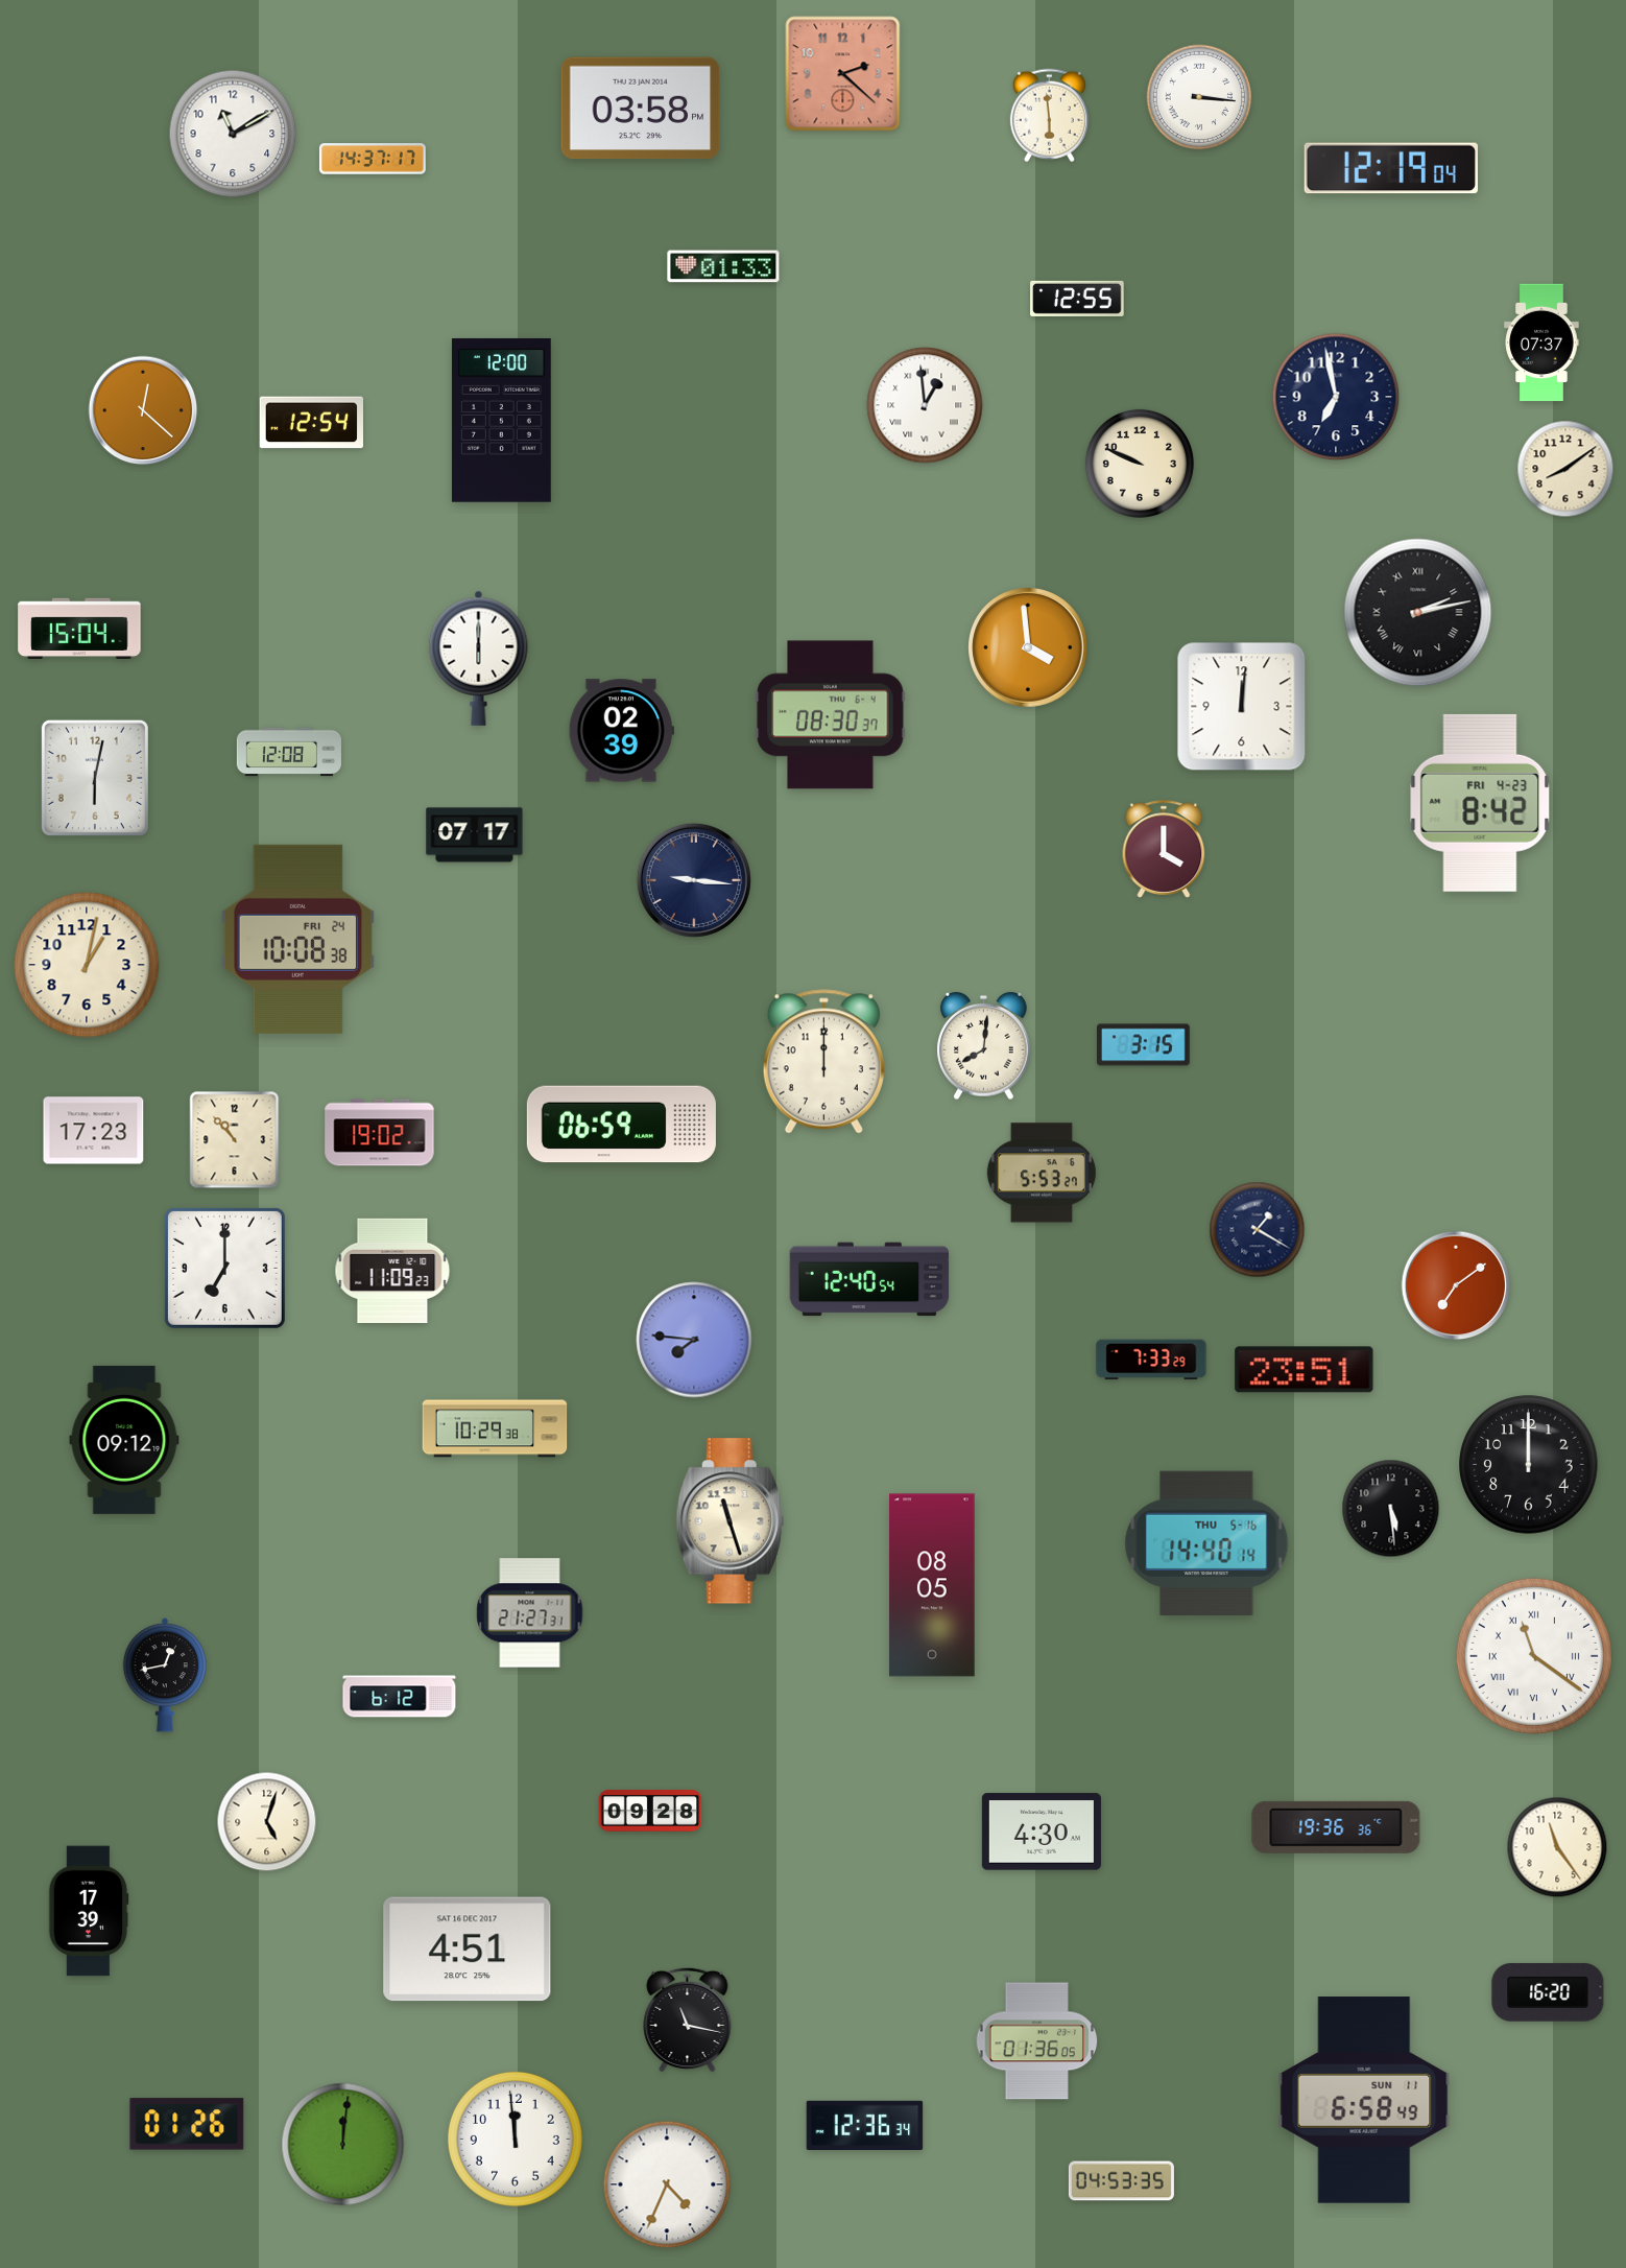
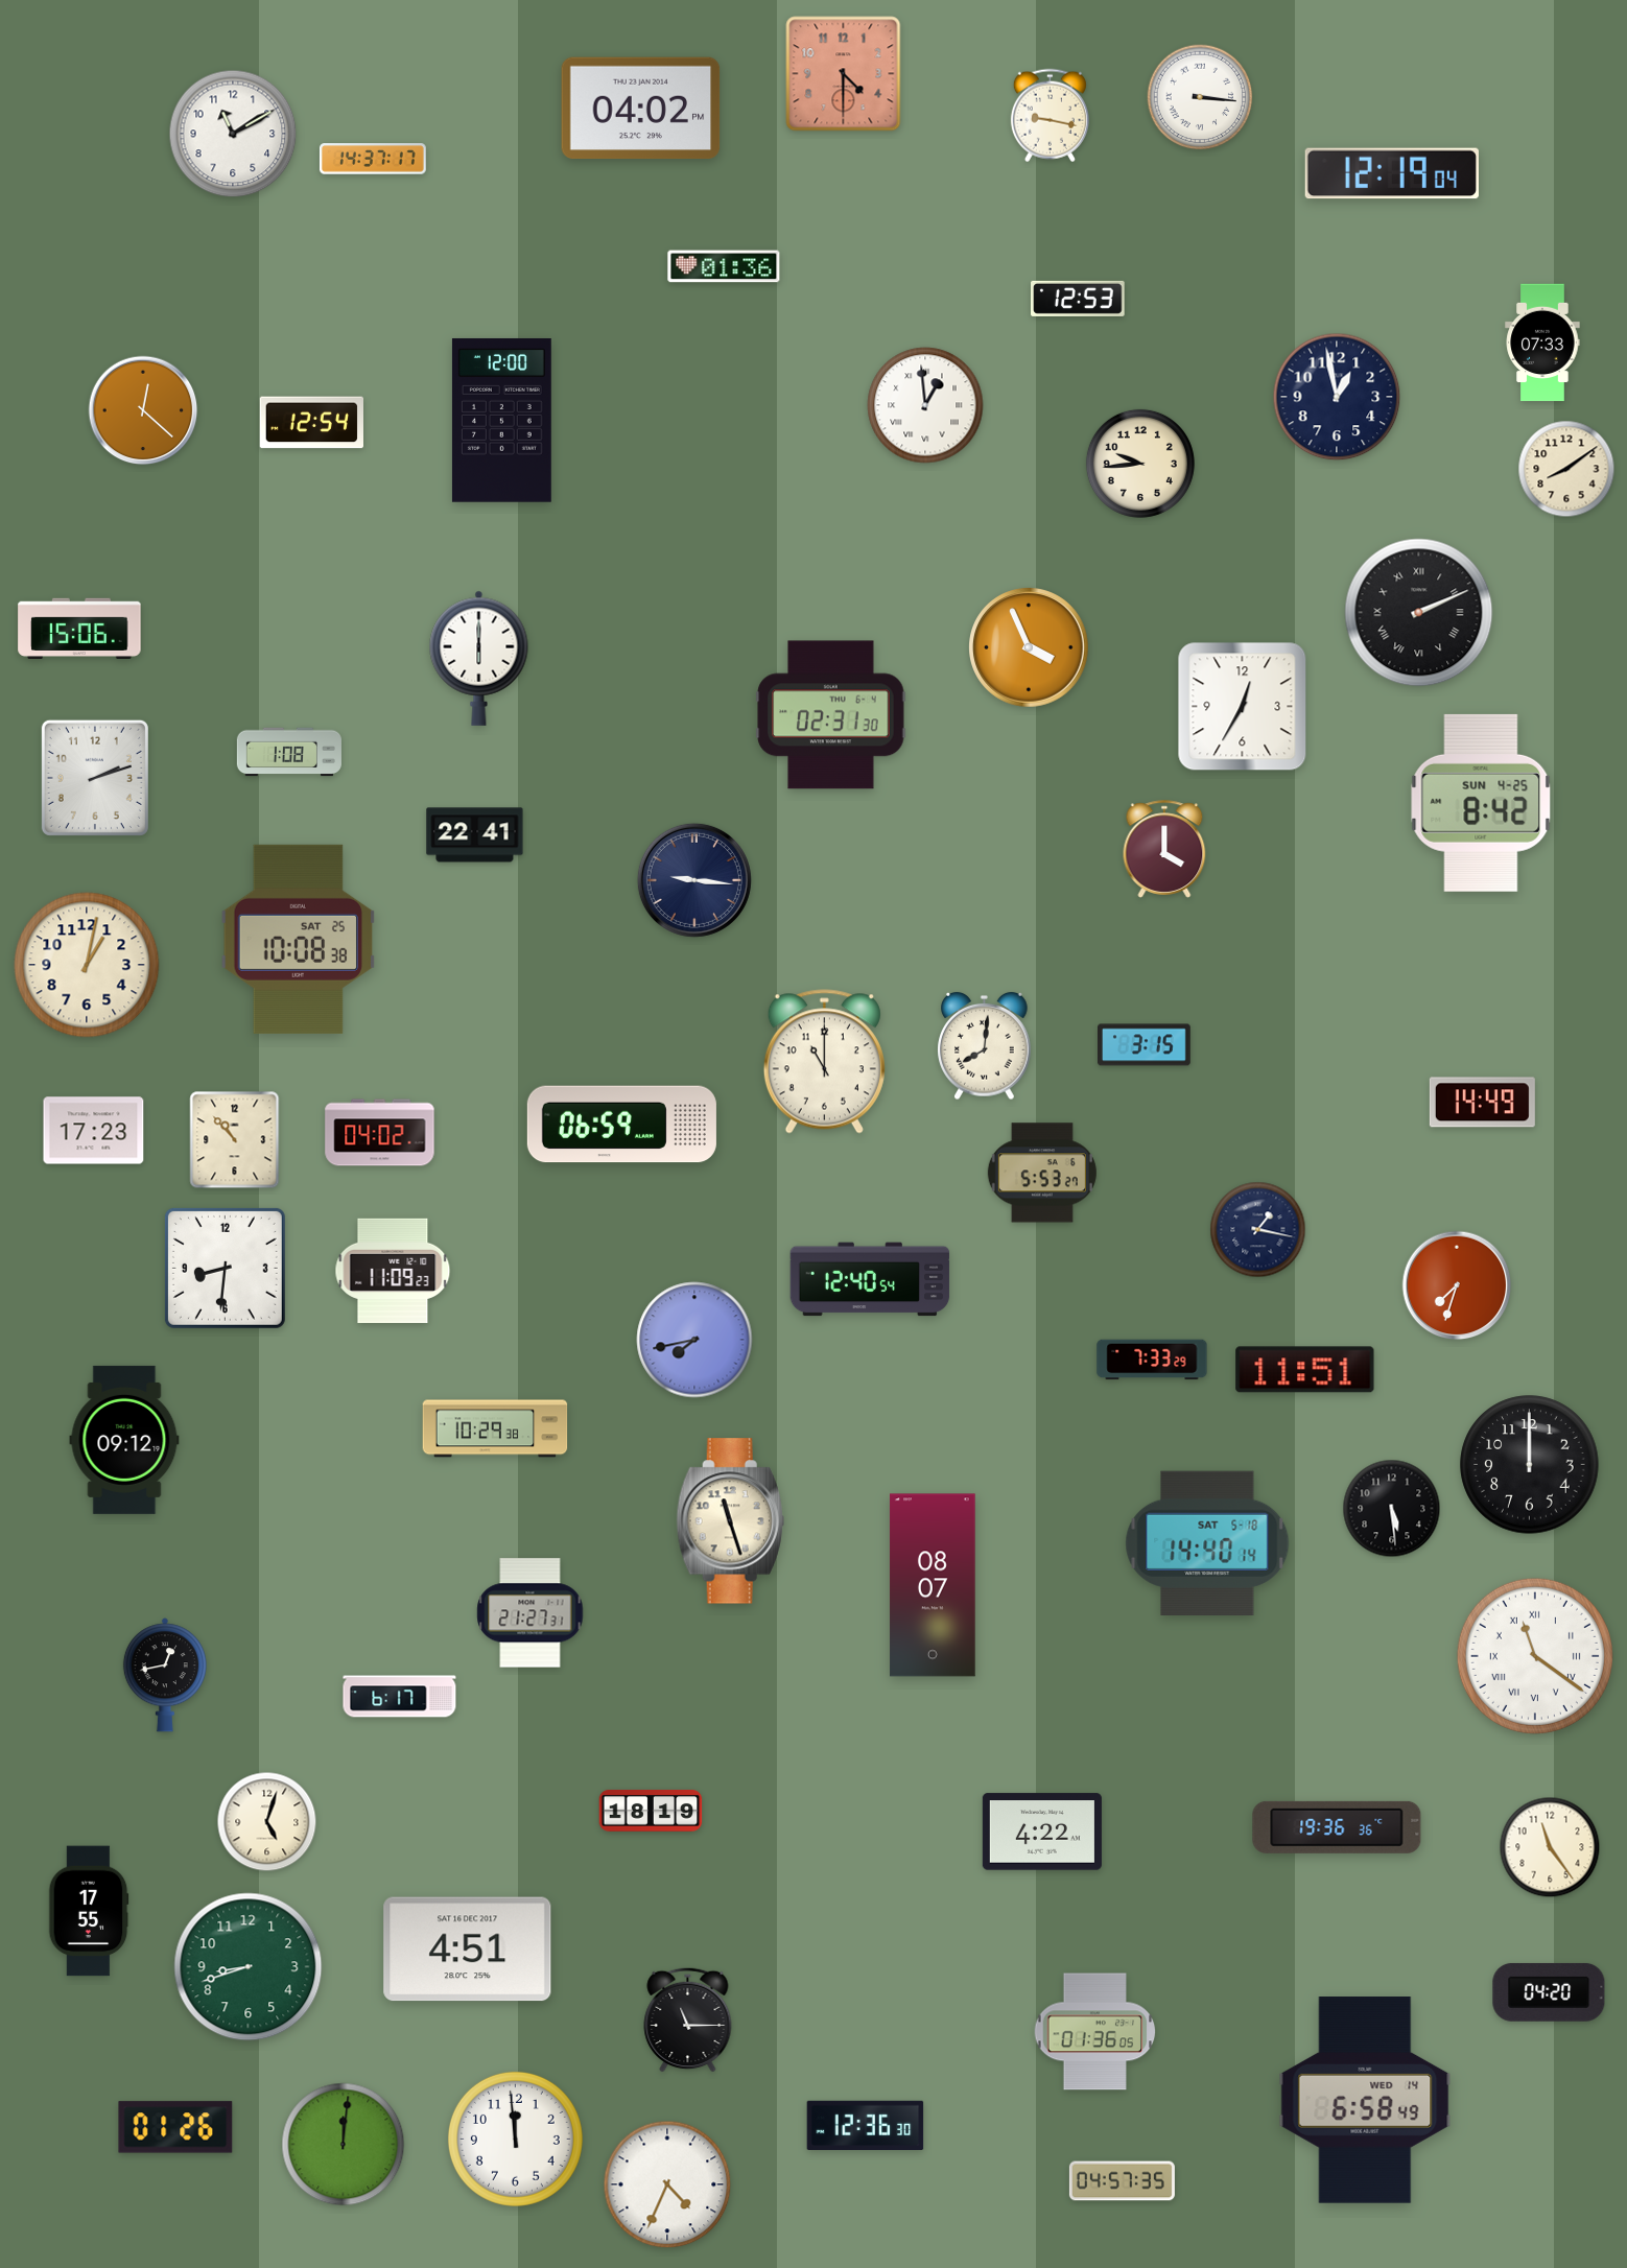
clock at (843, 74): 2:22 -> 4:30
clock at (641, 109): 03:58 -> 04:02
clock at (1049, 116): 5:59 -> 9:17
clock at (1391, 168) position: (1391, 168) -> (1392, 173)
clock at (723, 266): 01:33 -> 01:36
clock at (1077, 299): 12:55 -> 12:53
clock at (1541, 342): 07:37 -> 07:33
clock at (1336, 397): 6:58 -> 12:58
clock at (1140, 464): 9:49 -> 9:44
clock at (1418, 613): 2:13 -> 2:11
clock at (79, 628): 15:04 -> 15:06
clock at (1029, 648): 3:59 -> 3:56
clock at (1242, 707): 12:01 -> 12:35
clock at (831, 715): 08:30 -> 02:31
clock at (621, 731): 02:39 -> none
clock at (289, 752): 12:08 -> 1:08
clock at (95, 778): 6:02 -> 2:12
clock at (1480, 803) date: FRI 4-23 -> SUN 4-25
clock at (475, 835): 07:17 -> 22:41
clock at (298, 939) date: FRI 24 -> SAT 25
clock at (823, 1062): 12:00 -> 11:00
clock at (1482, 1103): none -> 14:49
clock at (380, 1133): 19:02 -> 04:02
clock at (1258, 1230): 1:20 -> 1:17
clock at (224, 1268): 7:00 -> 8:31
clock at (1456, 1285): 7:09 -> 7:33
clock at (694, 1340): 7:46 -> 7:43
clock at (1305, 1370): 23:51 -> 11:51
clock at (1206, 1542) date: THU 5-16 -> SAT 5-18
clock at (932, 1585): 08:05 -> 08:07
clock at (400, 1697): 6:12 -> 6:17
clock at (650, 1812): 09:28 -> 18:19
clock at (1042, 1832): 4:30 -> 4:22
clock at (1557, 1847) position: (1557, 1847) -> (1550, 1847)
clock at (89, 1911): 17:39 -> 17:55
clock at (249, 1967): none -> 8:42
clock at (1548, 1992): 16:20 -> 04:20
clock at (688, 2019): 11:17 -> 11:15
clock at (1037, 2041) position: (1037, 2041) -> (1095, 2032)
clock at (1364, 2100) date: SUN 11 -> WED 14
clock at (187, 2124) position: (187, 2124) -> (175, 2127)
clock at (865, 2126): 12:36:34 -> 12:36:30
clock at (1121, 2181): 04:53 -> 04:57
